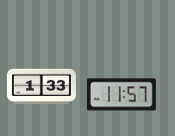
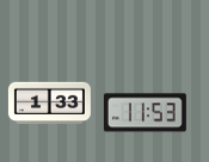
clock at (121, 95): 11:57 -> 11:53
